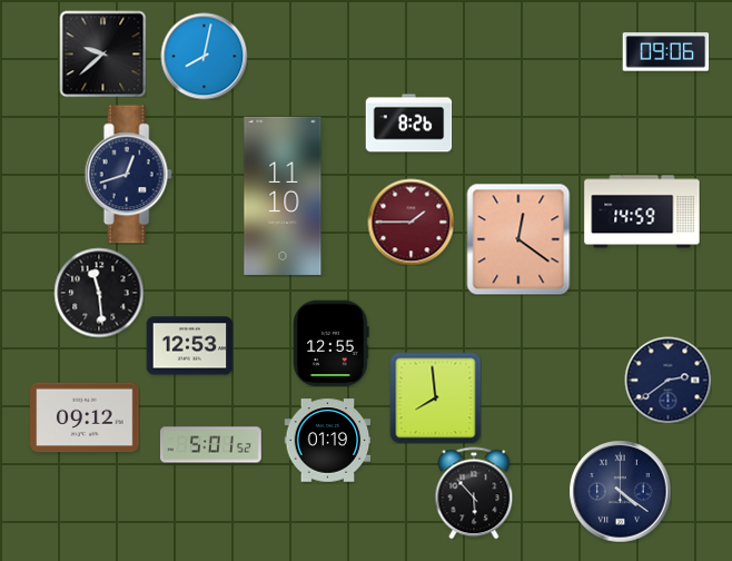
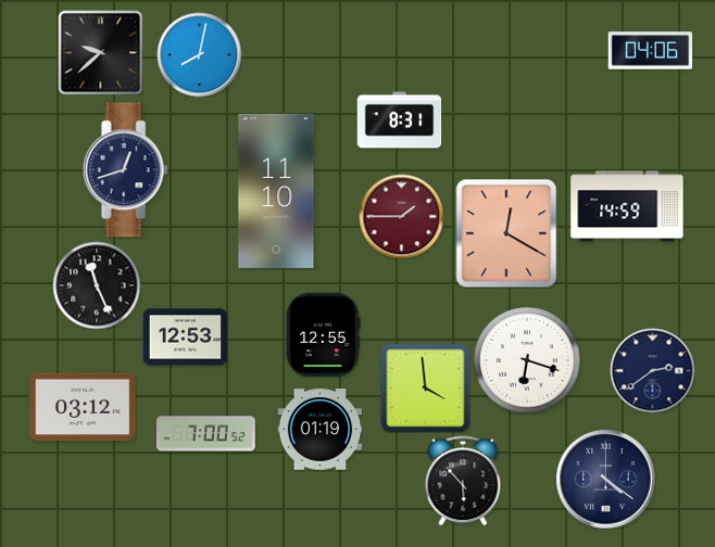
clock at (665, 52): 09:06 -> 04:06
clock at (408, 124): 8:26 -> 8:31
clock at (518, 239): 12:21 -> 12:20
clock at (99, 293): 11:29 -> 11:26
clock at (527, 360): none -> 6:18
clock at (435, 397): 7:59 -> 3:59
clock at (85, 417): 09:12 -> 03:12
clock at (210, 445): 5:01 -> 7:00
